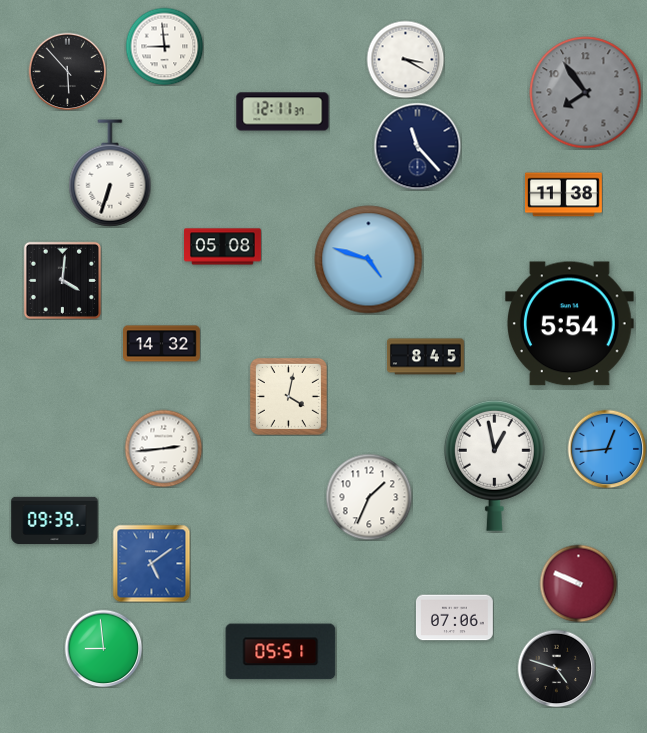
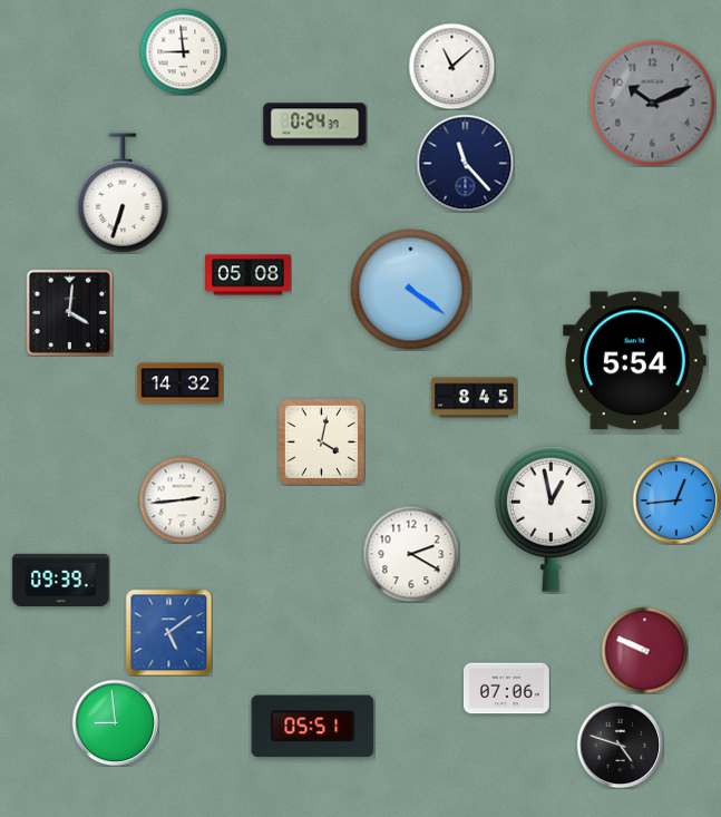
clock at (405, 59): 3:20 -> 11:08
clock at (67, 71): 5:53 -> none
clock at (586, 93): 7:54 -> 10:11
clock at (283, 112): 12:11 -> 0:24
clock at (564, 195): 11:38 -> none
clock at (369, 260): 4:48 -> 4:21
clock at (369, 497): 1:34 -> 2:20
clock at (151, 563) position: (151, 563) -> (168, 632)
